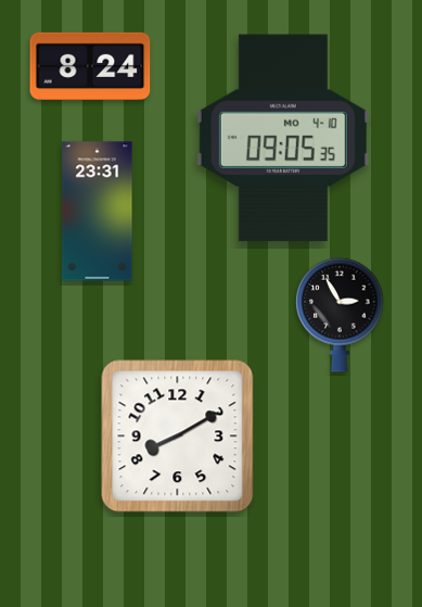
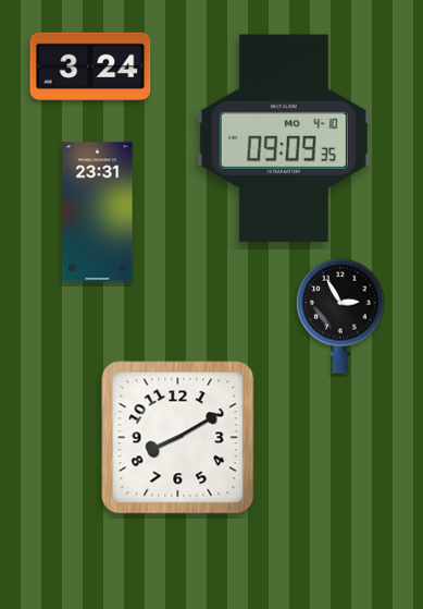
clock at (90, 66): 8:24 -> 3:24
clock at (283, 138): 09:05 -> 09:09
